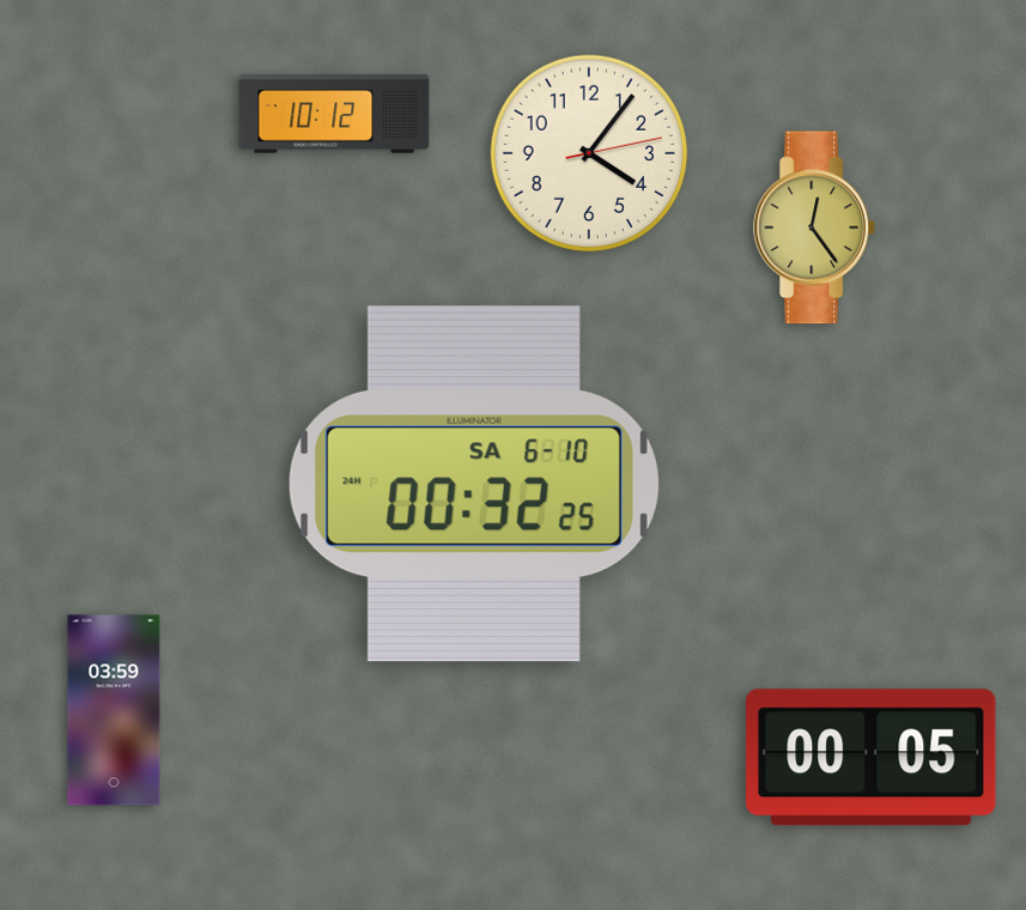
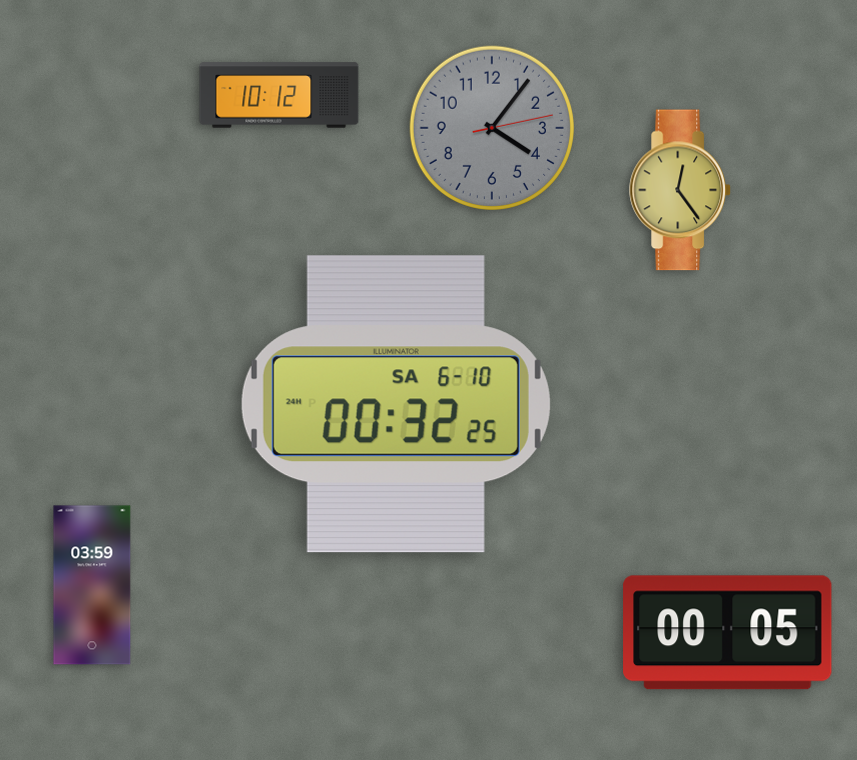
clock at (588, 152) dial: cream -> grey
clock at (114, 710) position: (114, 710) -> (92, 585)
